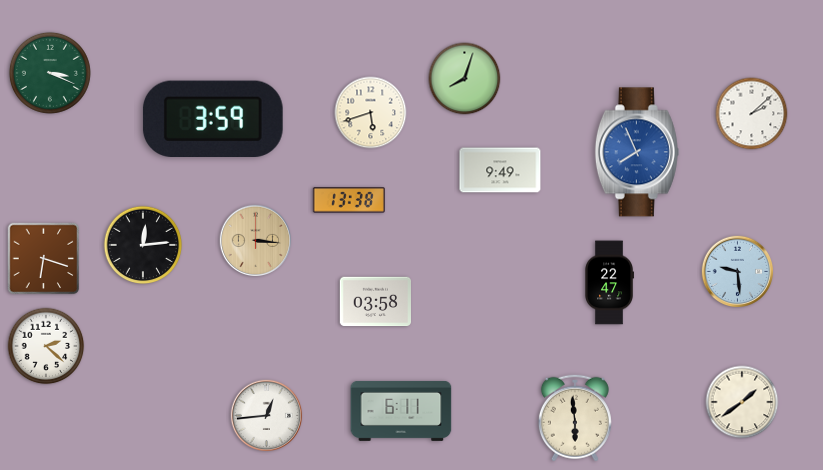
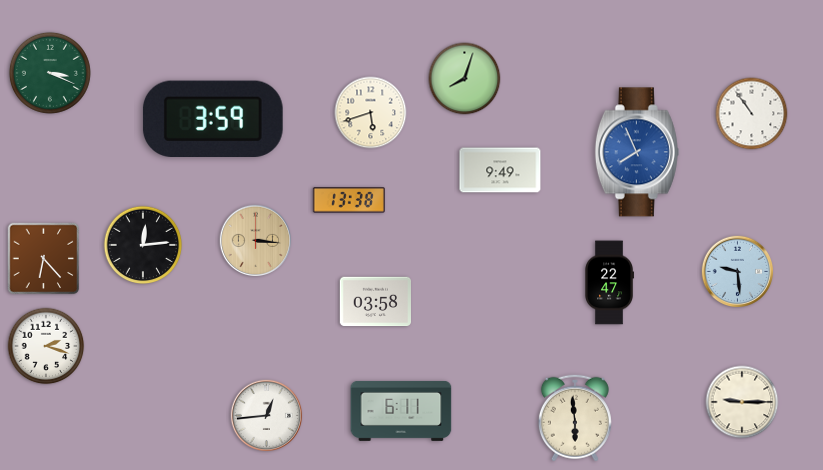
clock at (752, 114): 2:08 -> 10:54
clock at (44, 259): 6:18 -> 6:23
clock at (46, 346): 2:22 -> 2:18
clock at (742, 402): 1:39 -> 9:15
